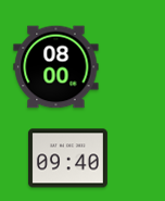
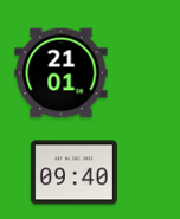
clock at (56, 67): 08:00 -> 21:01
